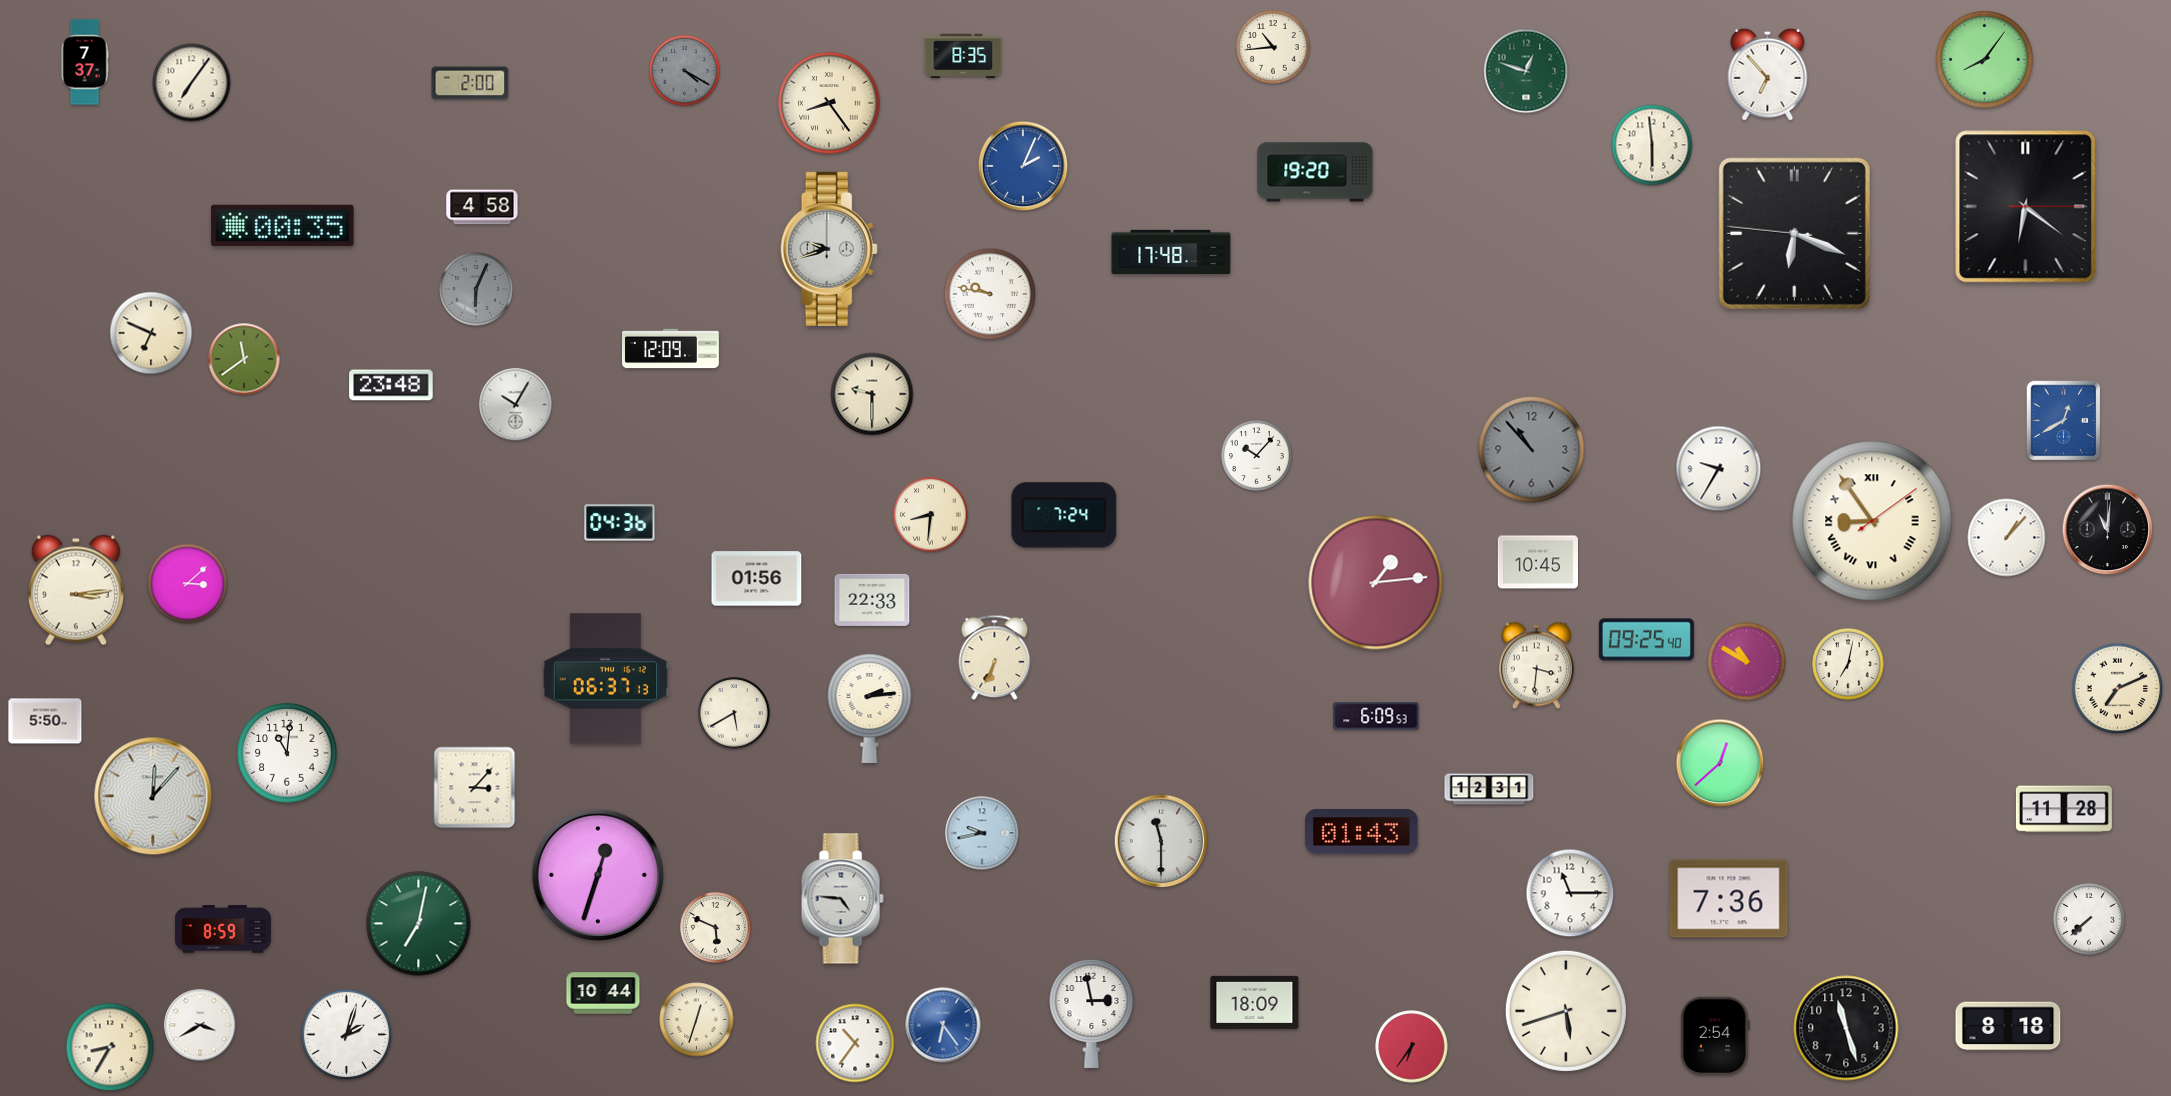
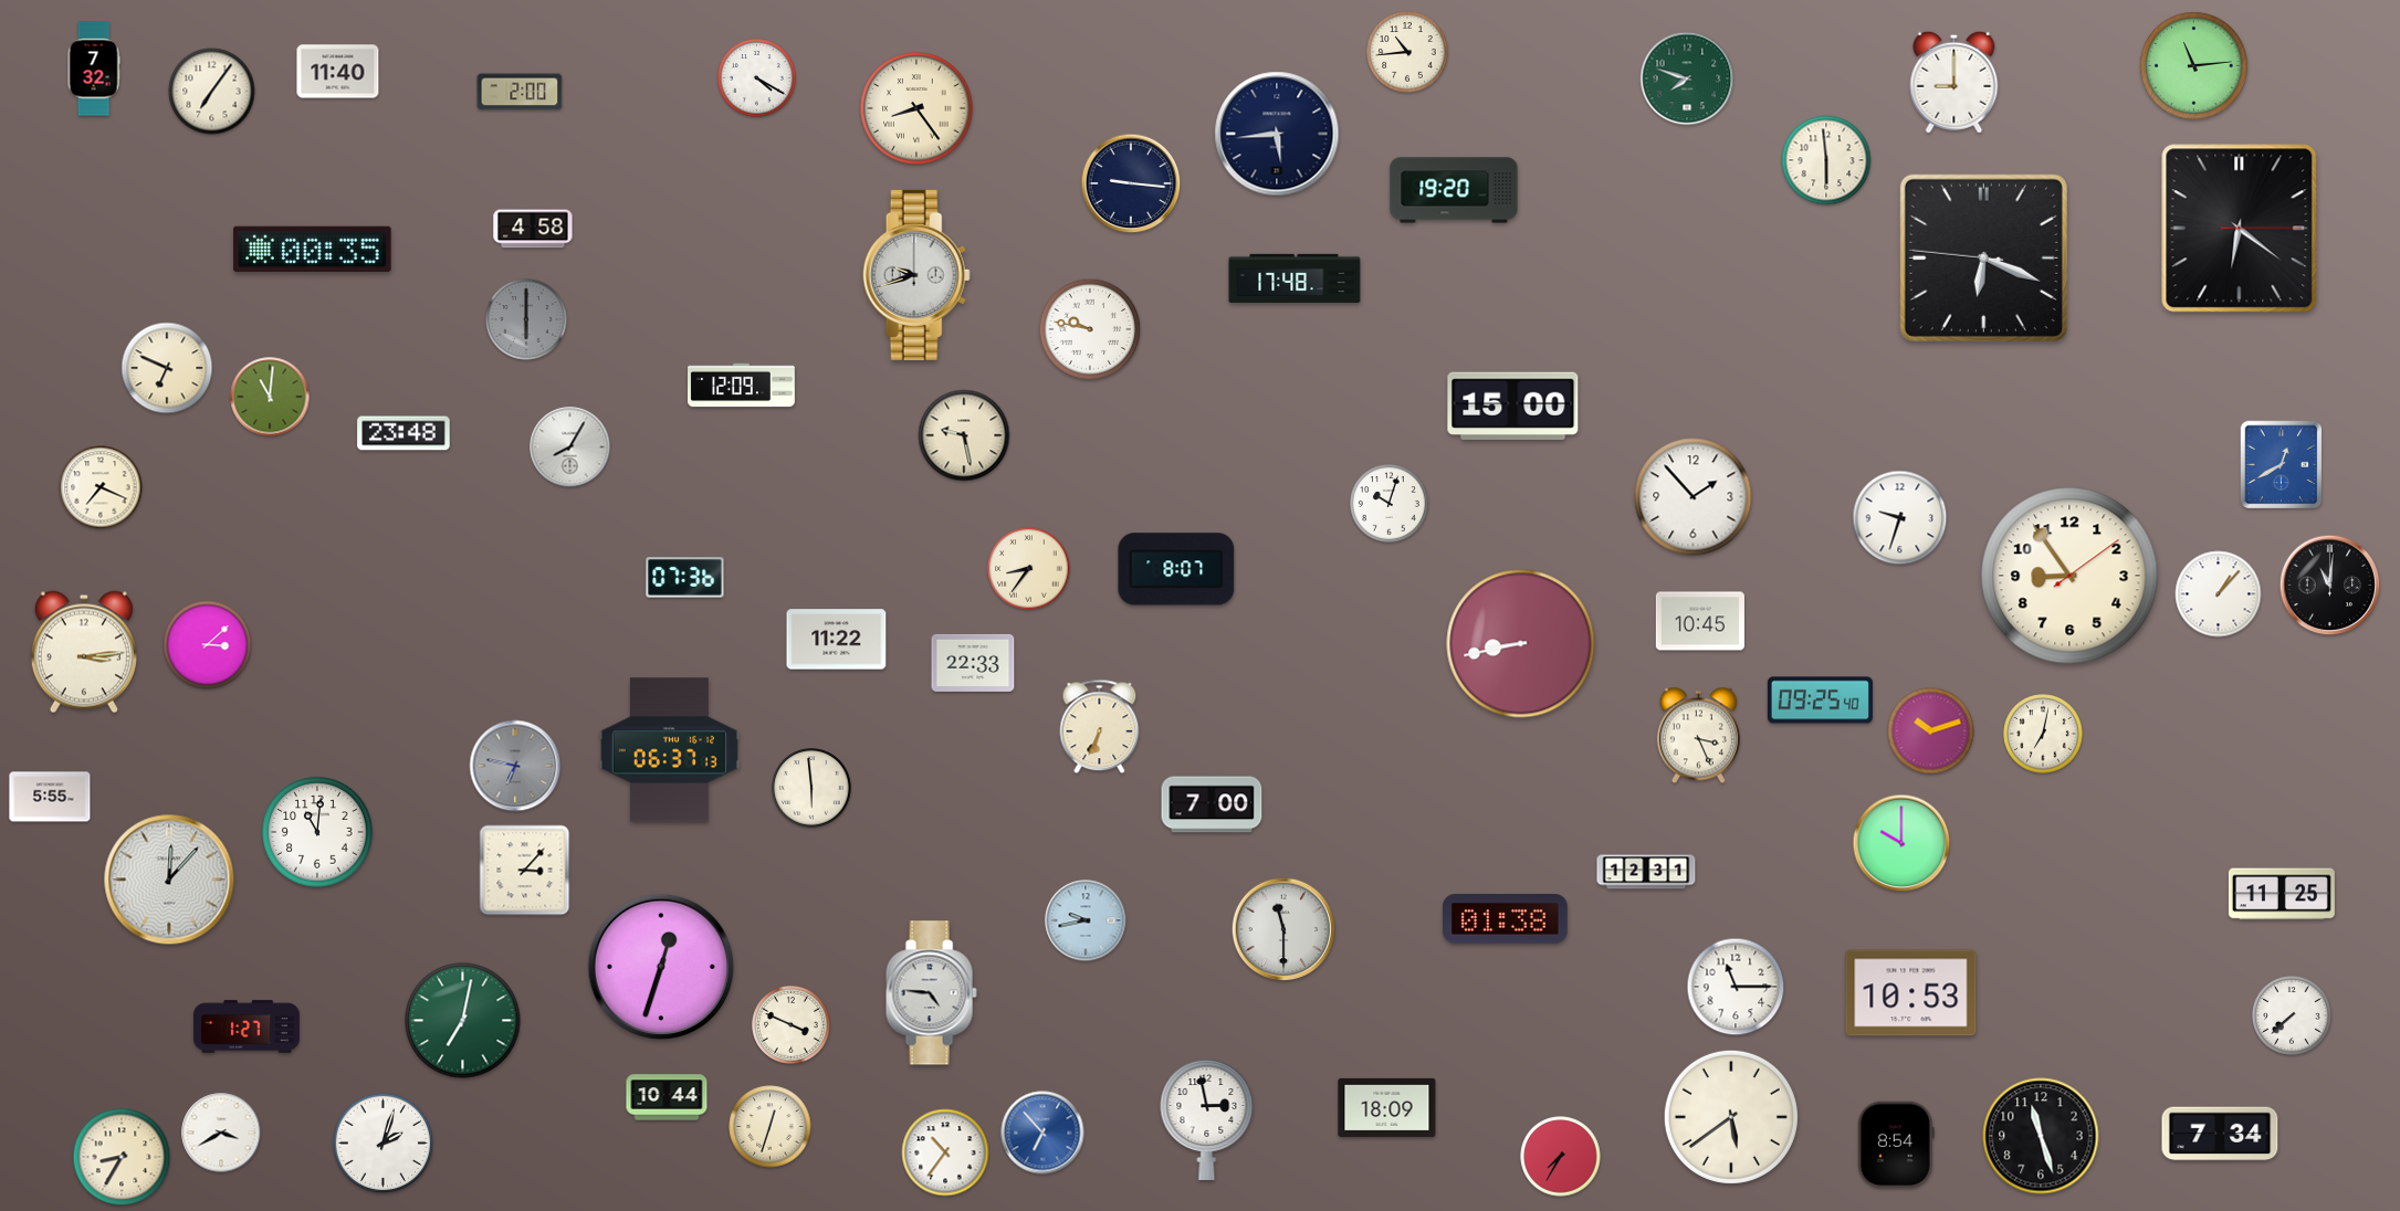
clock at (963, 56): 8:35 -> none
clock at (1984, 59): 8:06 -> 11:14
clock at (85, 62): 7:37 -> 7:32
clock at (338, 72): none -> 11:40
clock at (685, 71) dial: grey -> white
clock at (1526, 71): 12:48 -> 7:48
clock at (1768, 74): 6:53 -> 9:00
clock at (829, 103) position: (829, 103) -> (916, 108)
clock at (1277, 134): none -> 5:44
clock at (1023, 166): 2:04 -> 9:16
clock at (1023, 166) dial: blue -> navy
clock at (476, 289): 6:04 -> 6:00
clock at (990, 294) position: (990, 294) -> (1090, 329)
clock at (244, 359): 11:39 -> 11:01
clock at (1513, 406): none -> 15:00
clock at (391, 385) position: (391, 385) -> (404, 433)
clock at (872, 394): 9:30 -> 9:28
clock at (516, 405): 10:05 -> 8:05
clock at (101, 487): none -> 7:19
clock at (1532, 450): 10:53 -> 1:53
clock at (1532, 450) dial: grey -> white
clock at (1257, 456): 10:07 -> 10:03
clock at (1719, 469): 9:35 -> 9:33
clock at (931, 515): 8:31 -> 8:36
clock at (1064, 515): 7:24 -> 8:07
clock at (1872, 521) numerals: Roman -> Arabic
clock at (620, 523): 04:36 -> 07:36
clock at (757, 579): 01:56 -> 11:22
clock at (1376, 583): 1:14 -> 8:43
clock at (872, 600) position: (872, 600) -> (973, 663)
clock at (1646, 640) position: (1646, 640) -> (1820, 701)
clock at (1747, 662): 10:50 -> 10:12
clock at (1536, 666): 3:31 -> 3:26
clock at (2118, 689): 7:11 -> none
clock at (515, 766): none -> 6:47
clock at (870, 709): 2:14 -> none
clock at (734, 713): 5:40 -> 5:59
clock at (1376, 716): 6:09 -> none
clock at (45, 721): 5:50 -> 5:55
clock at (1212, 804): none -> 7:00
clock at (1720, 763): 12:38 -> 10:00
clock at (2064, 809): 11:28 -> 11:25
clock at (1362, 832): 01:43 -> 01:38
clock at (1729, 899): 7:36 -> 10:53
clock at (2089, 919) position: (2089, 919) -> (2292, 1015)
clock at (716, 928): 5:49 -> 3:49
clock at (223, 929): 8:59 -> 1:27
clock at (1566, 1011): 5:42 -> 5:39
clock at (943, 1025): 6:24 -> 6:53
clock at (2008, 1026): 8:18 -> 7:34
clock at (1715, 1036): 2:54 -> 8:54
clock at (1412, 1047): 6:36 -> 7:35
